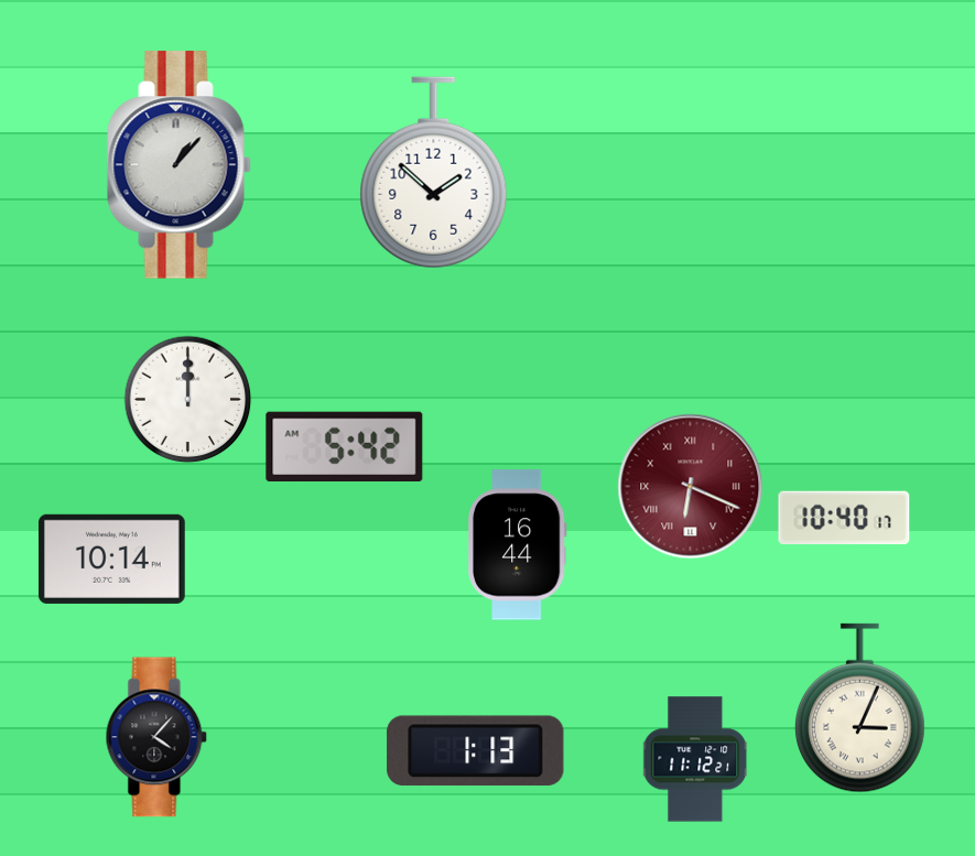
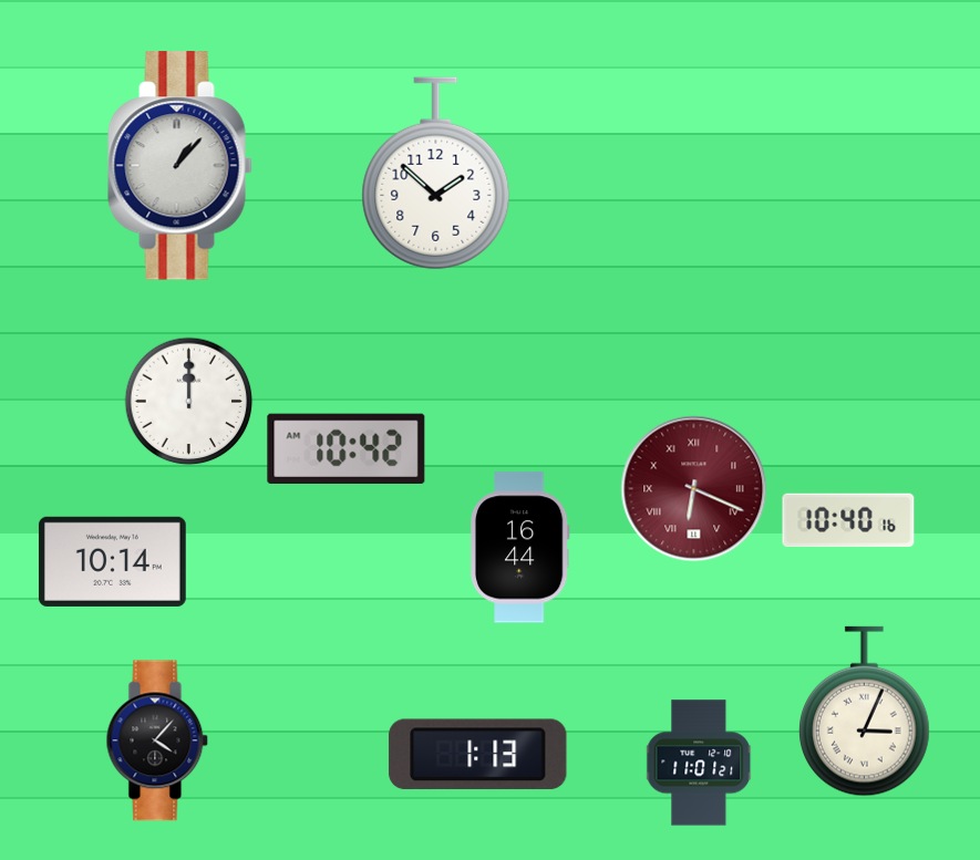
clock at (345, 446): 5:42 -> 10:42
clock at (844, 518): 10:40:17 -> 10:40:16
clock at (696, 759): 11:12 -> 11:01
